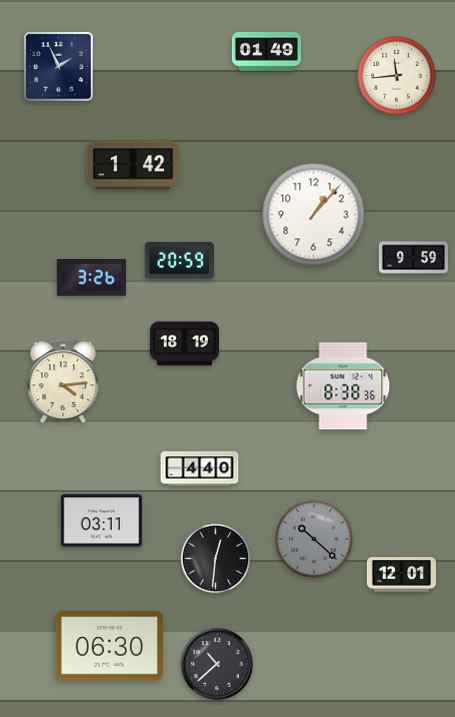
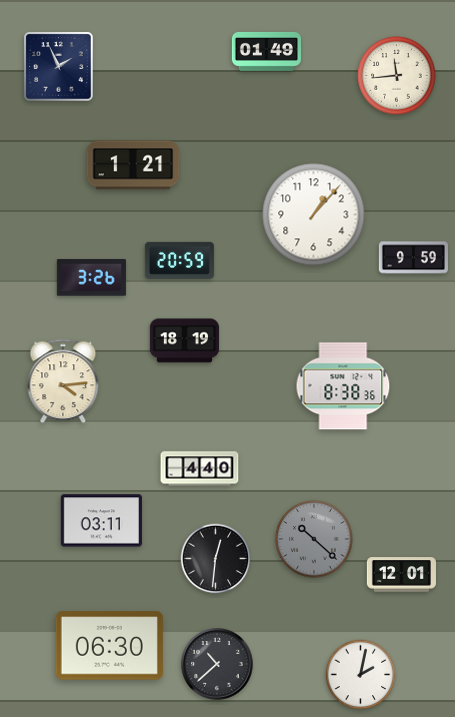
clock at (133, 165): 1:42 -> 1:21
clock at (184, 344) position: (184, 344) -> (184, 341)
clock at (361, 675): none -> 2:02
